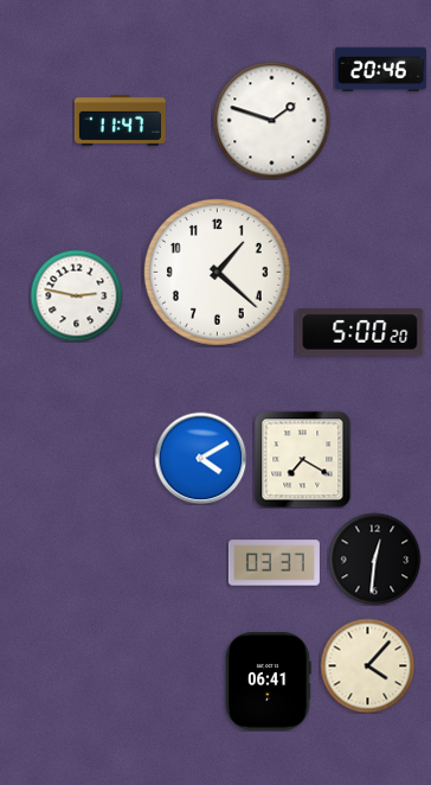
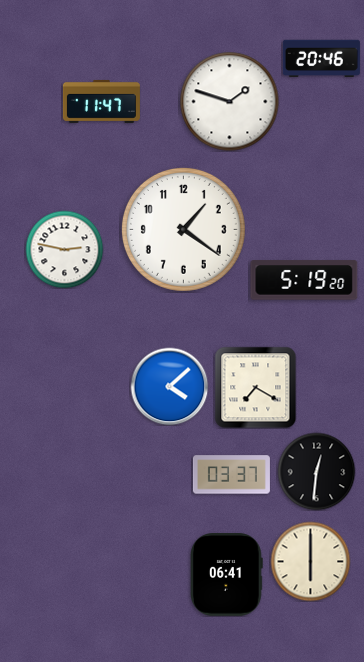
clock at (217, 272): 1:22 -> 1:21
clock at (360, 332): 5:00 -> 5:19
clock at (200, 458): 4:10 -> 4:08
clock at (367, 665): 4:07 -> 6:00
